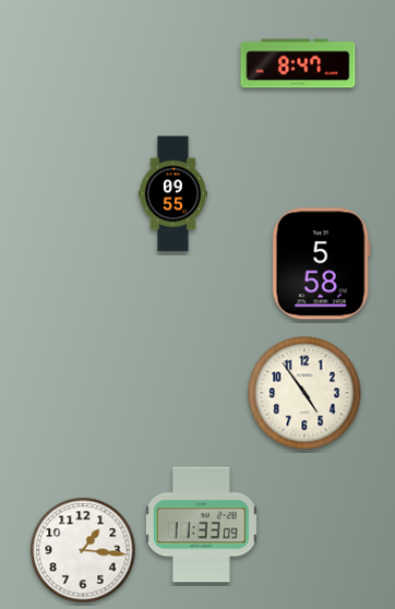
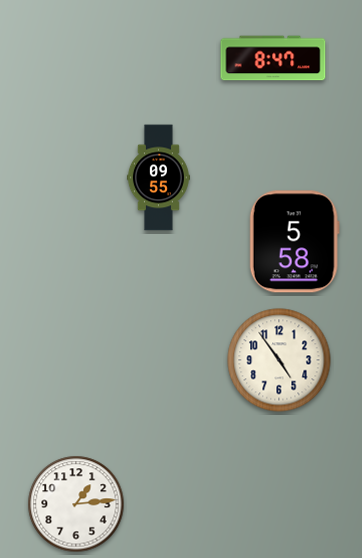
clock at (201, 525): 11:33 -> none
clock at (83, 550): 1:16 -> 1:14
